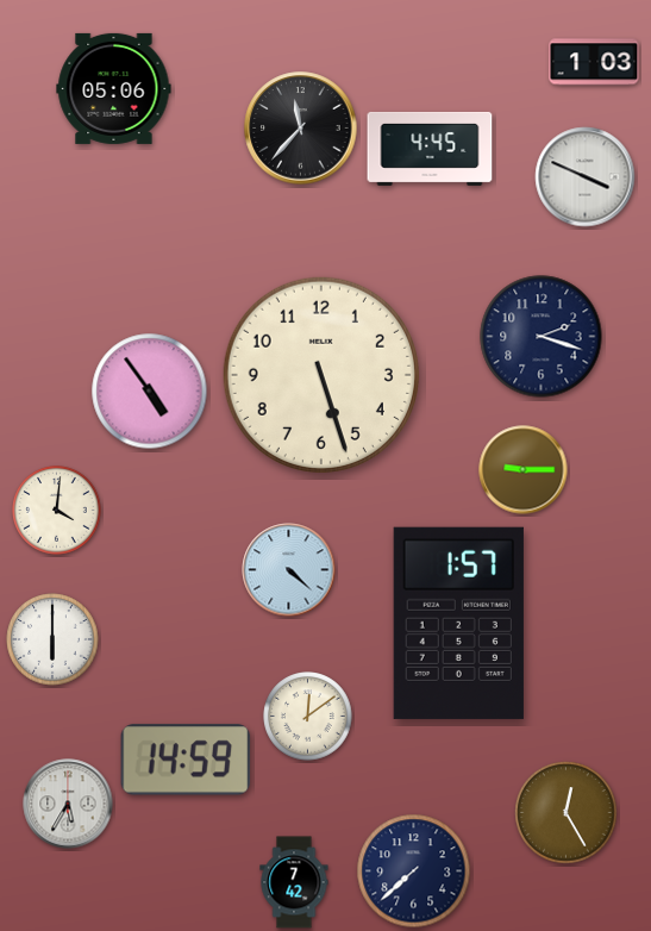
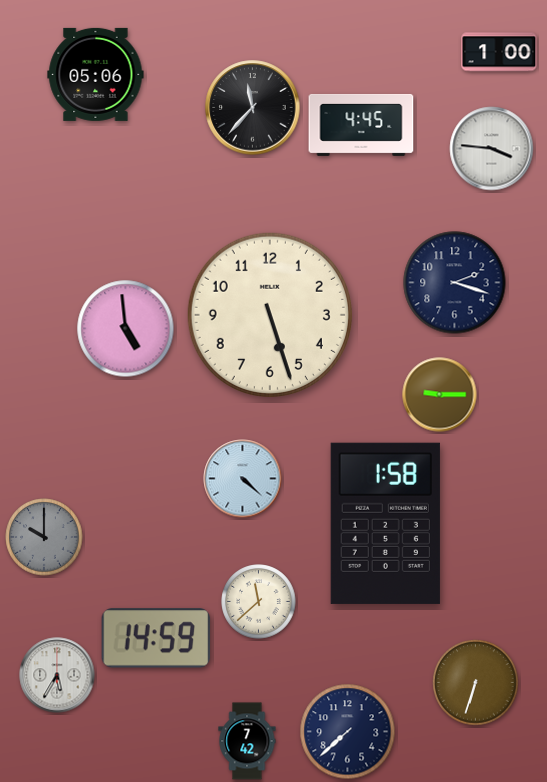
clock at (594, 62): 1:03 -> 1:00
clock at (586, 177): 3:49 -> 3:46
clock at (150, 392): 4:54 -> 4:59
clock at (57, 511): 4:01 -> none
clock at (458, 623): 1:57 -> 1:58
clock at (52, 639): 6:00 -> 10:00
clock at (52, 639) dial: white -> grey
clock at (308, 717): 12:09 -> 11:38
clock at (567, 813): 12:25 -> 6:33
